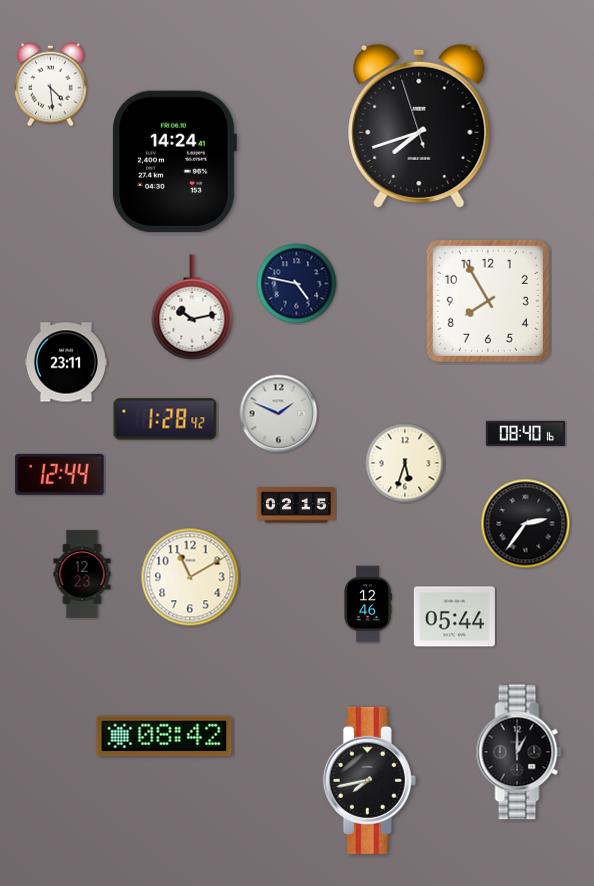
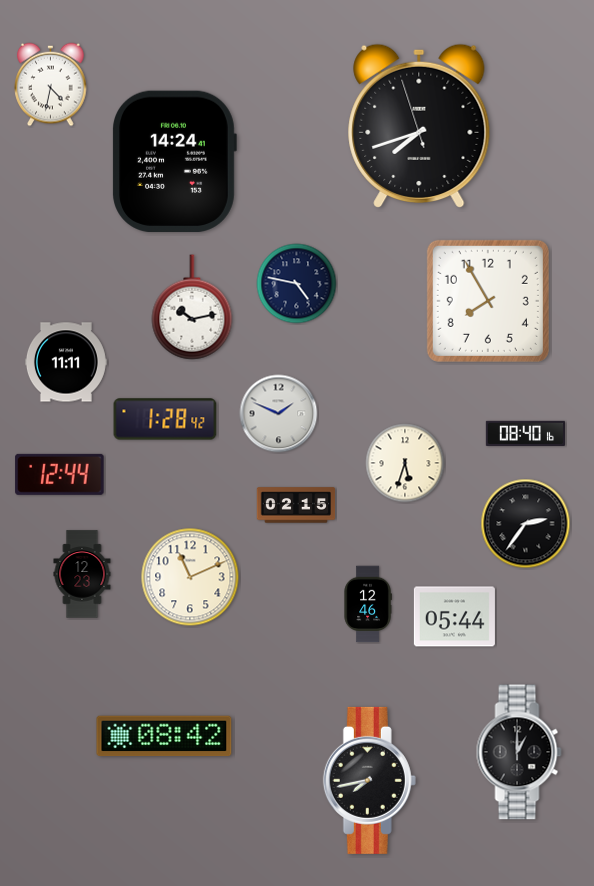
clock at (51, 85): 4:29 -> 4:32
clock at (66, 362): 23:11 -> 11:11
clock at (190, 577): 11:10 -> 11:11
